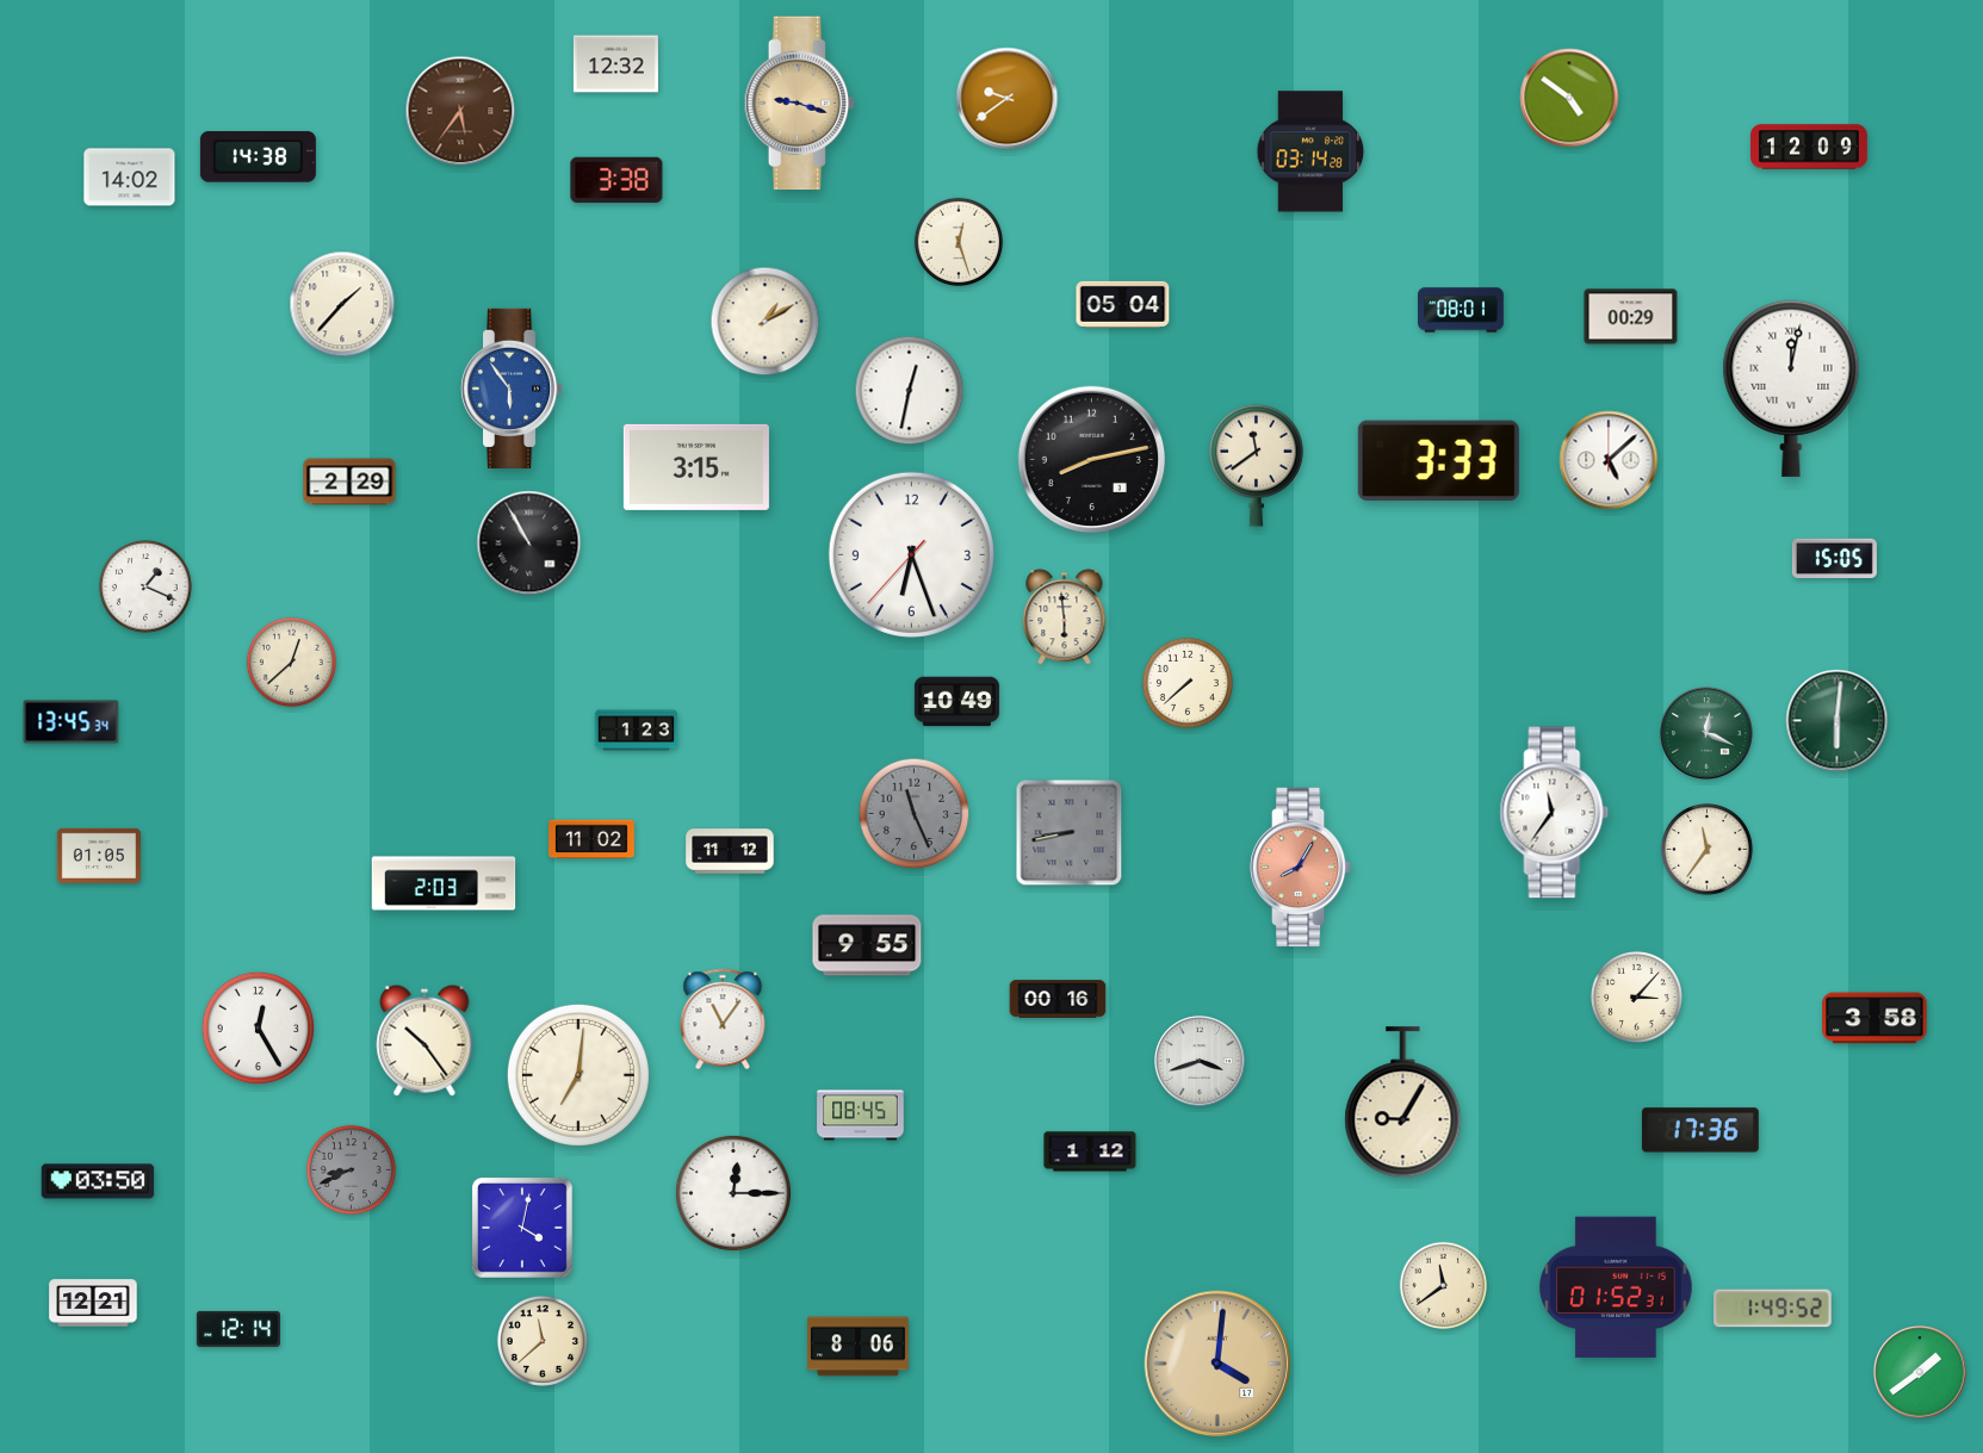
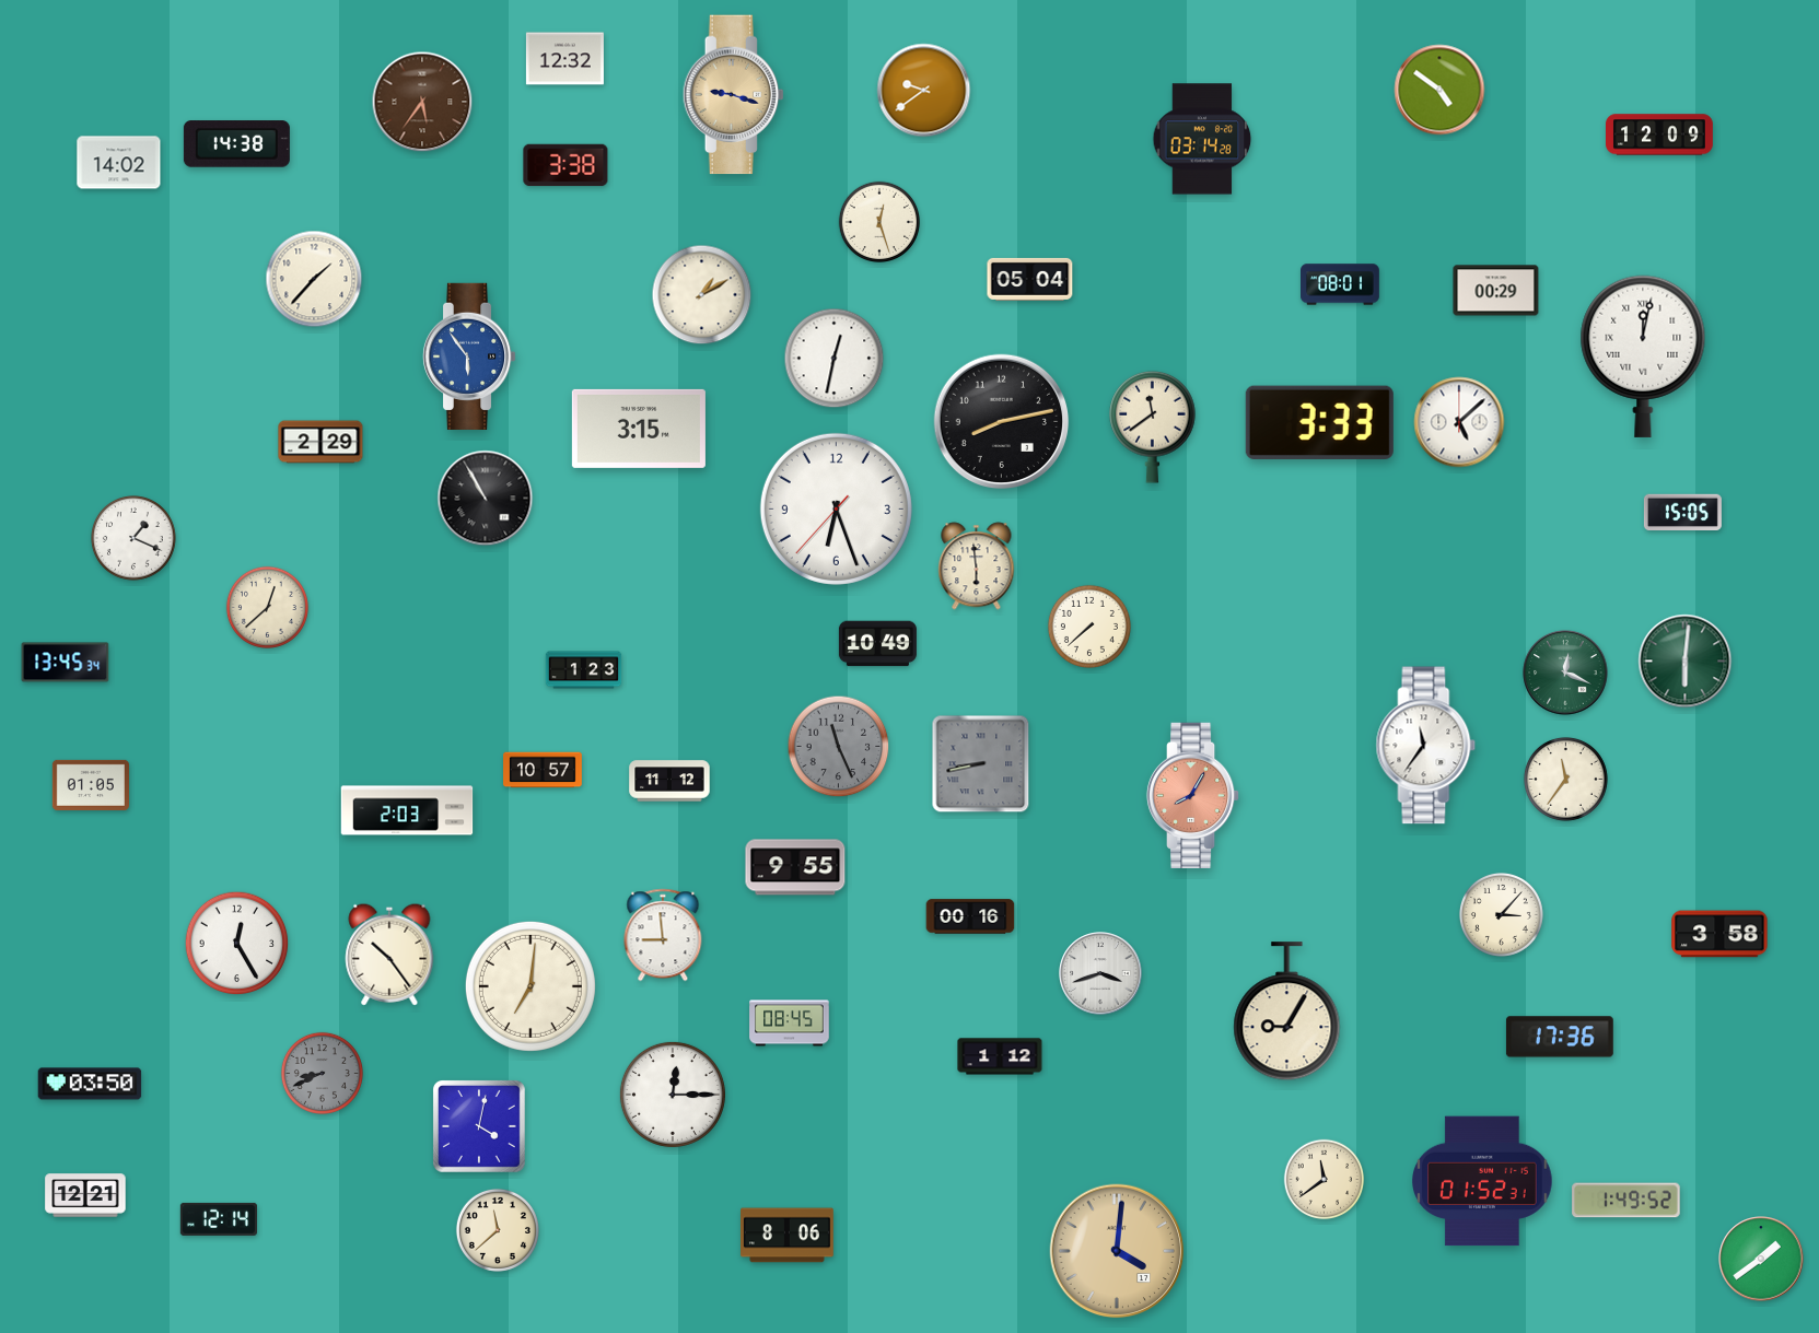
clock at (1609, 460) position: (1609, 460) -> (1459, 422)
clock at (593, 839): 11:02 -> 10:57
clock at (723, 1019): 11:06 -> 8:59
